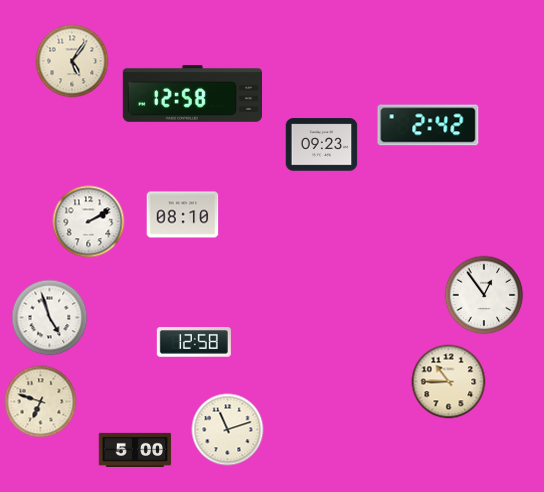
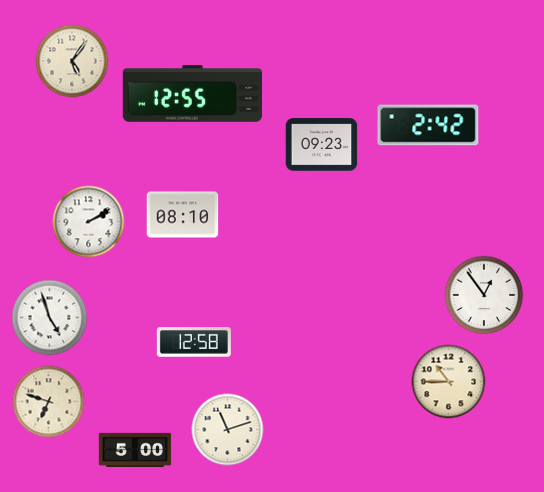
clock at (193, 94): 12:58 -> 12:55
clock at (41, 402) position: (41, 402) -> (49, 402)
